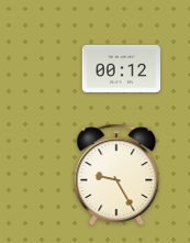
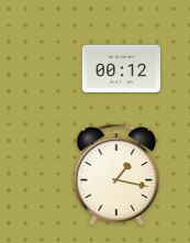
clock at (116, 174): 9:25 -> 1:17
